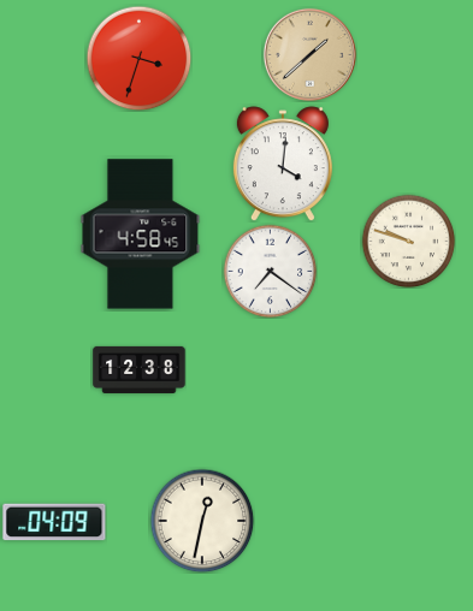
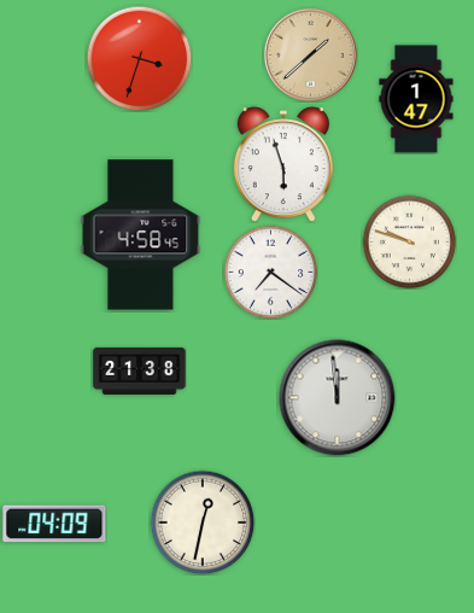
clock at (416, 99): none -> 1:47
clock at (283, 164): 4:01 -> 5:57
clock at (140, 369): 12:38 -> 21:38
clock at (338, 398): none -> 11:59
